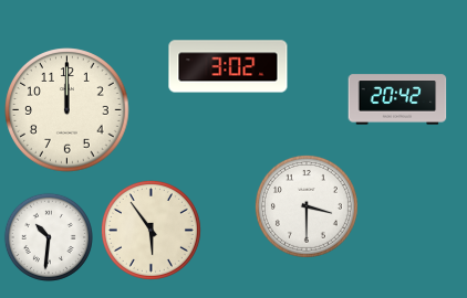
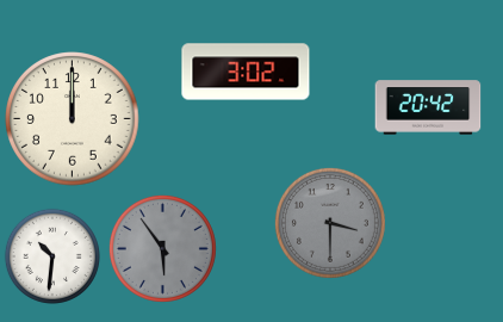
clock at (307, 206) dial: white -> grey
clock at (151, 230) dial: cream -> grey
